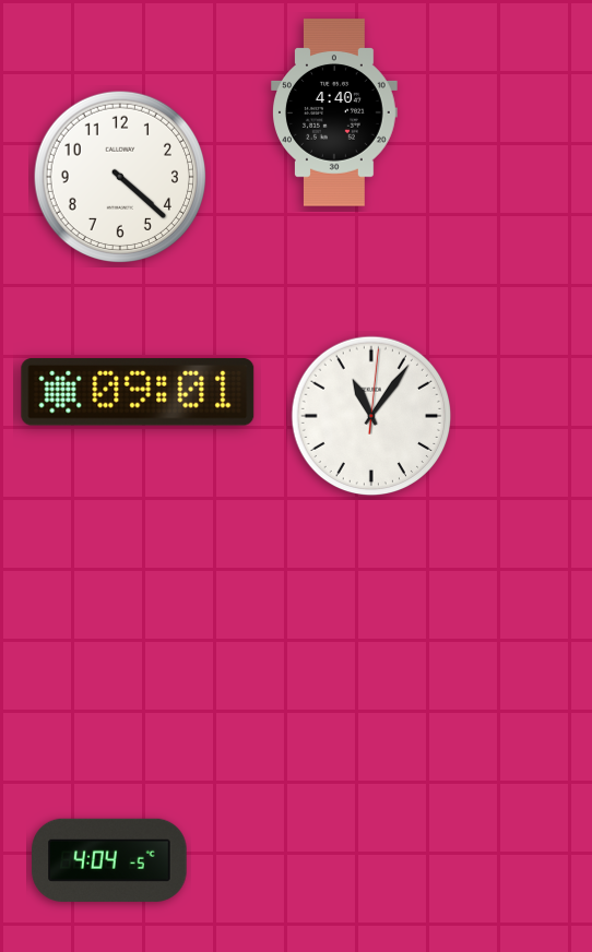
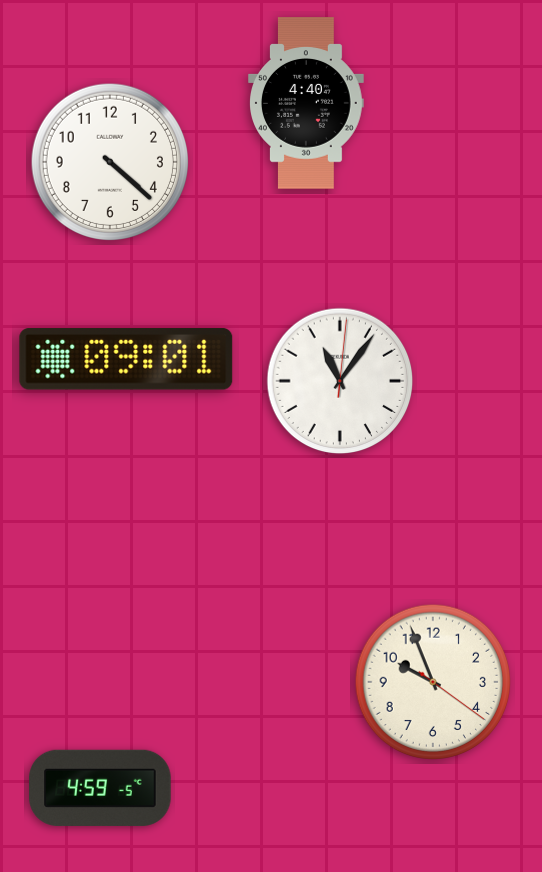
clock at (432, 681): none -> 9:56
clock at (109, 860): 4:04 -> 4:59
